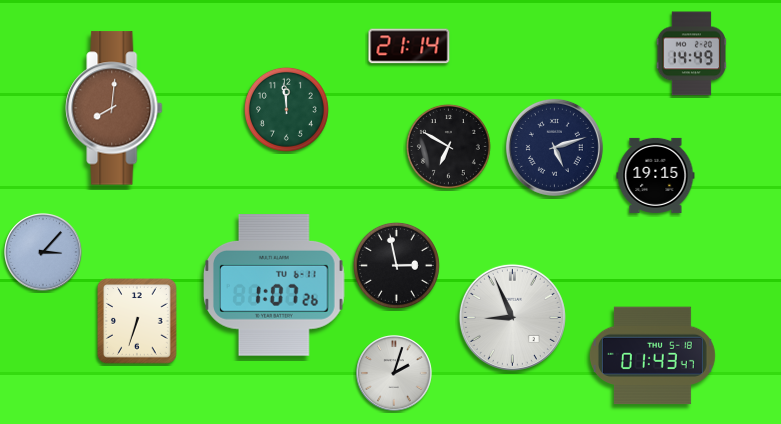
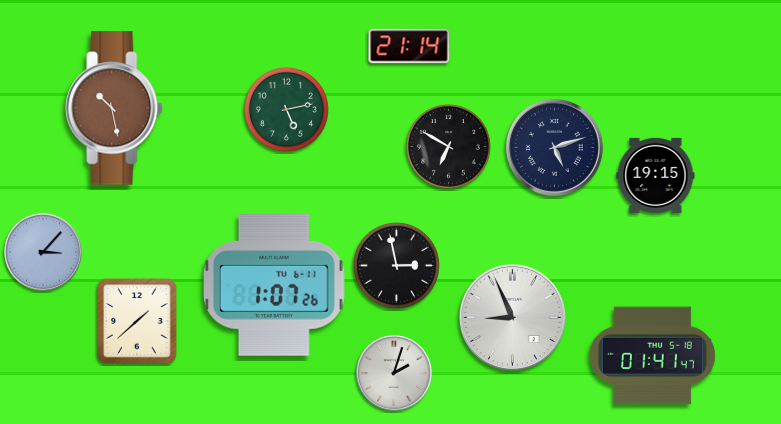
clock at (692, 54): 14:49 -> none
clock at (114, 108): 8:01 -> 10:28
clock at (286, 109): 11:59 -> 5:13
clock at (137, 321): 6:33 -> 1:38
clock at (652, 356): 01:43 -> 01:41
